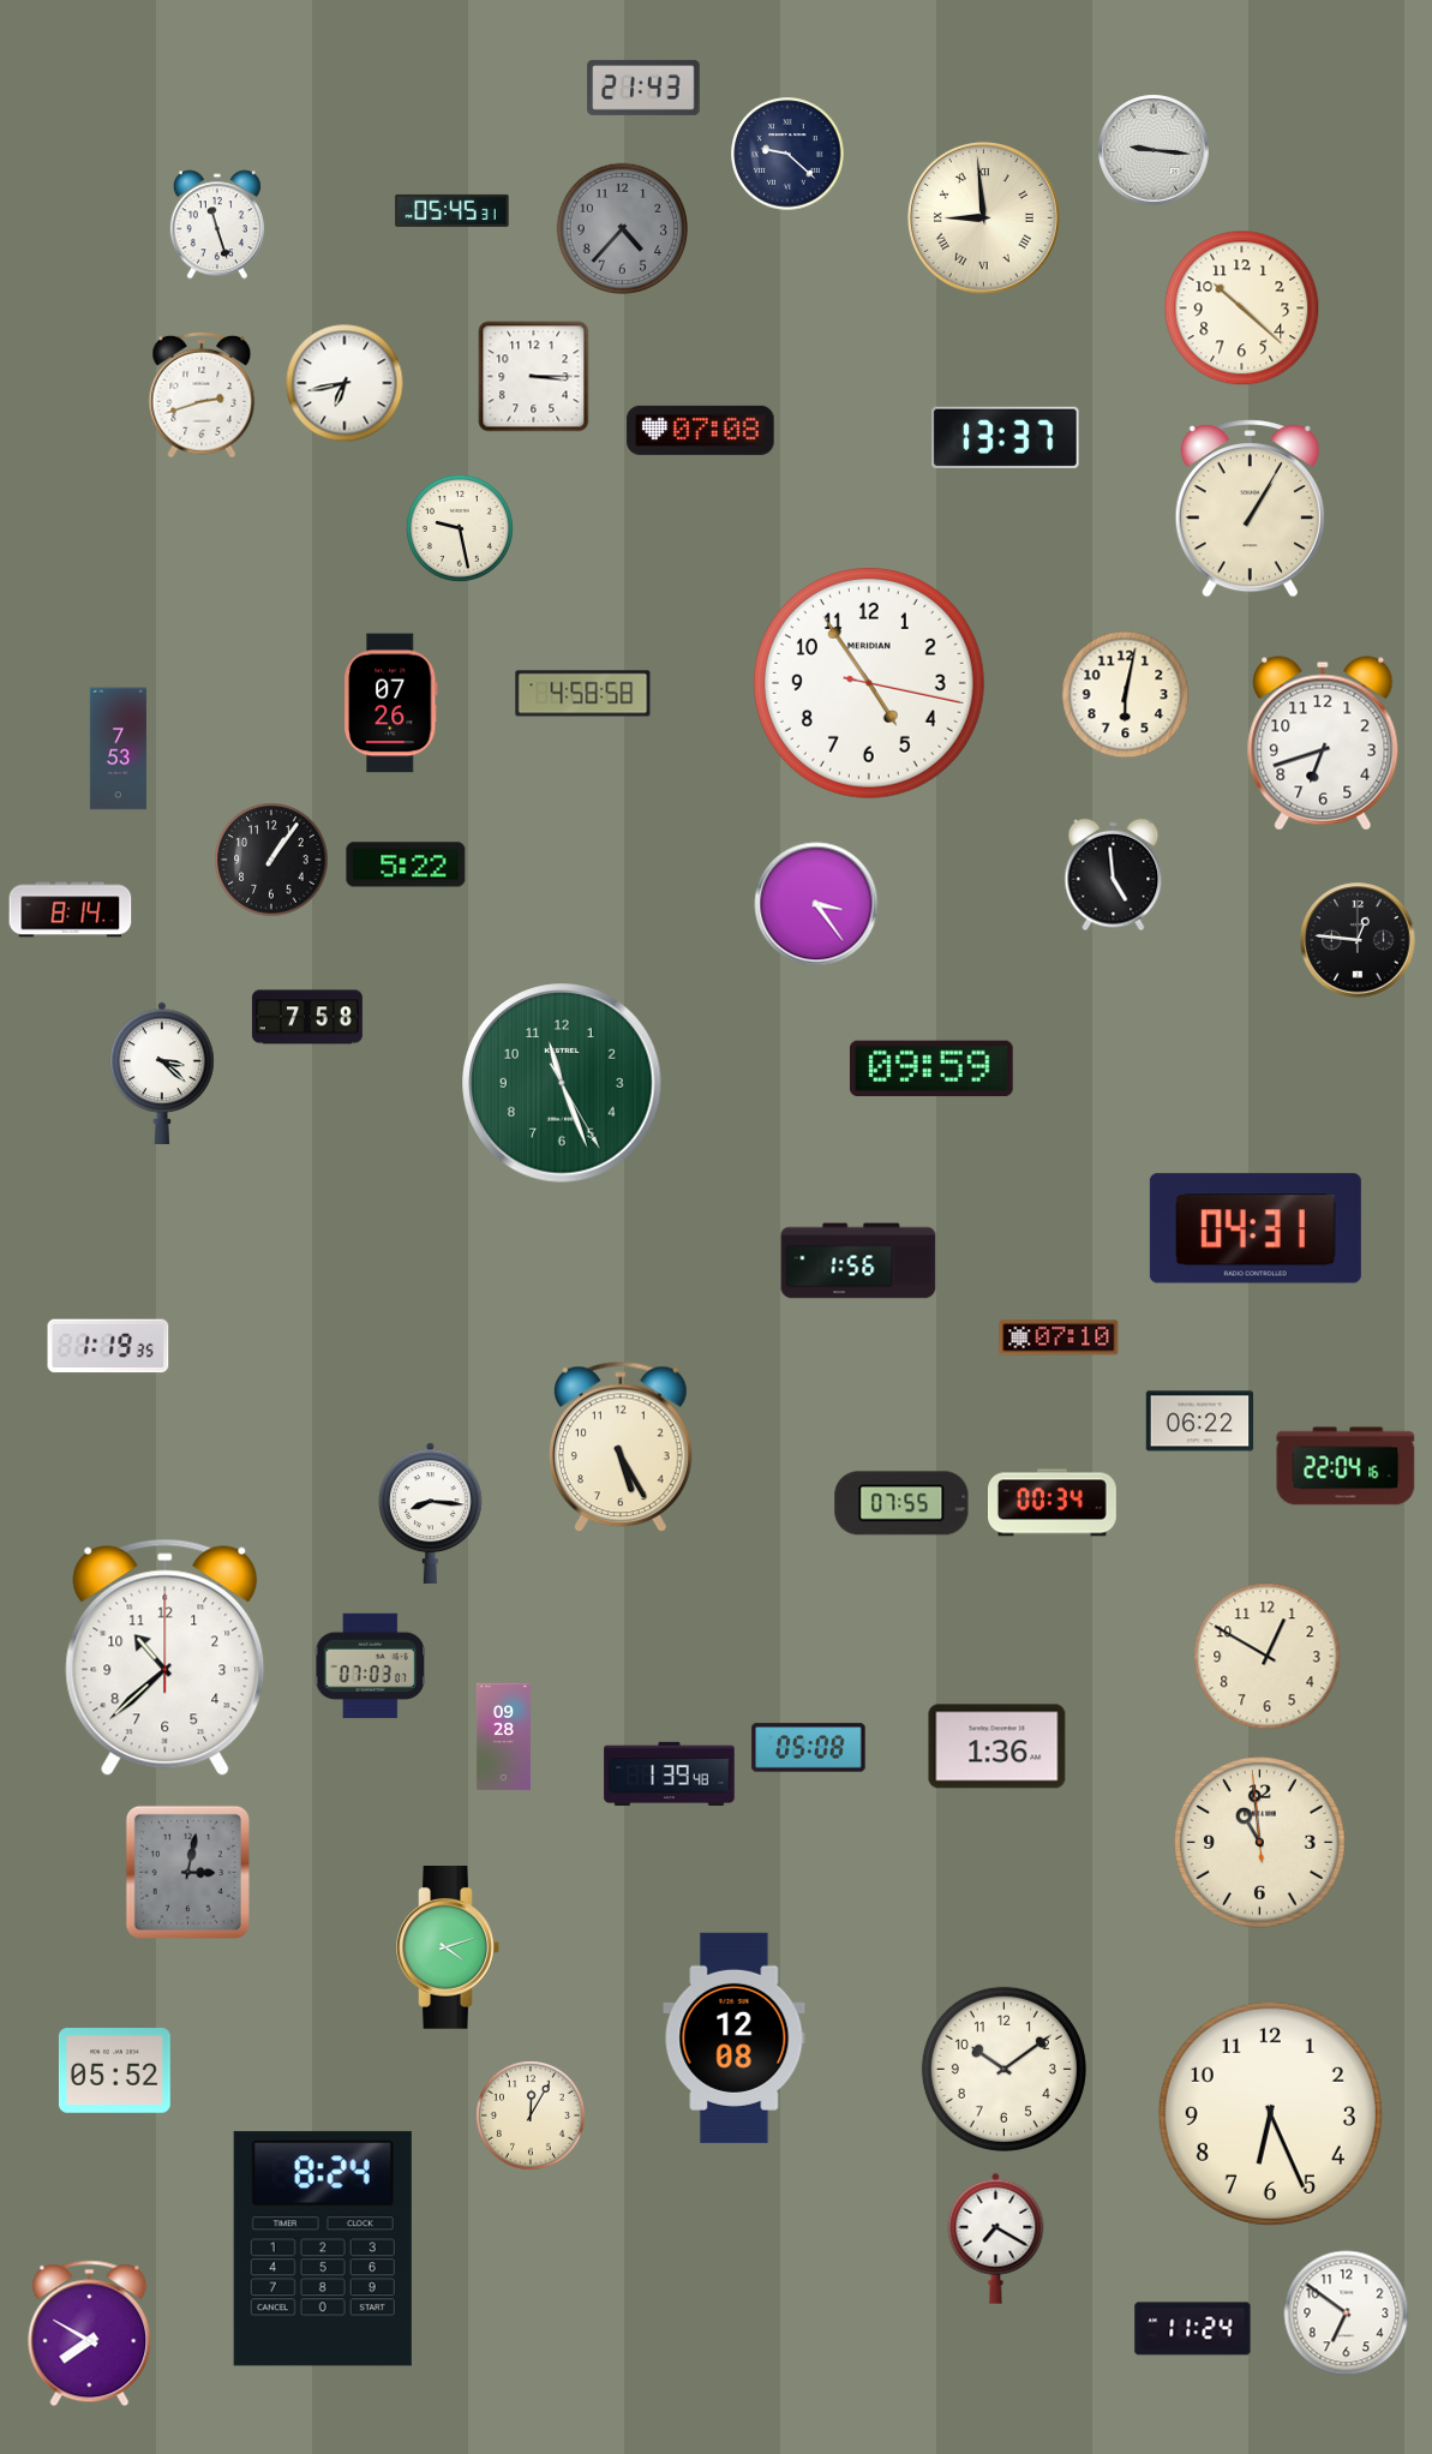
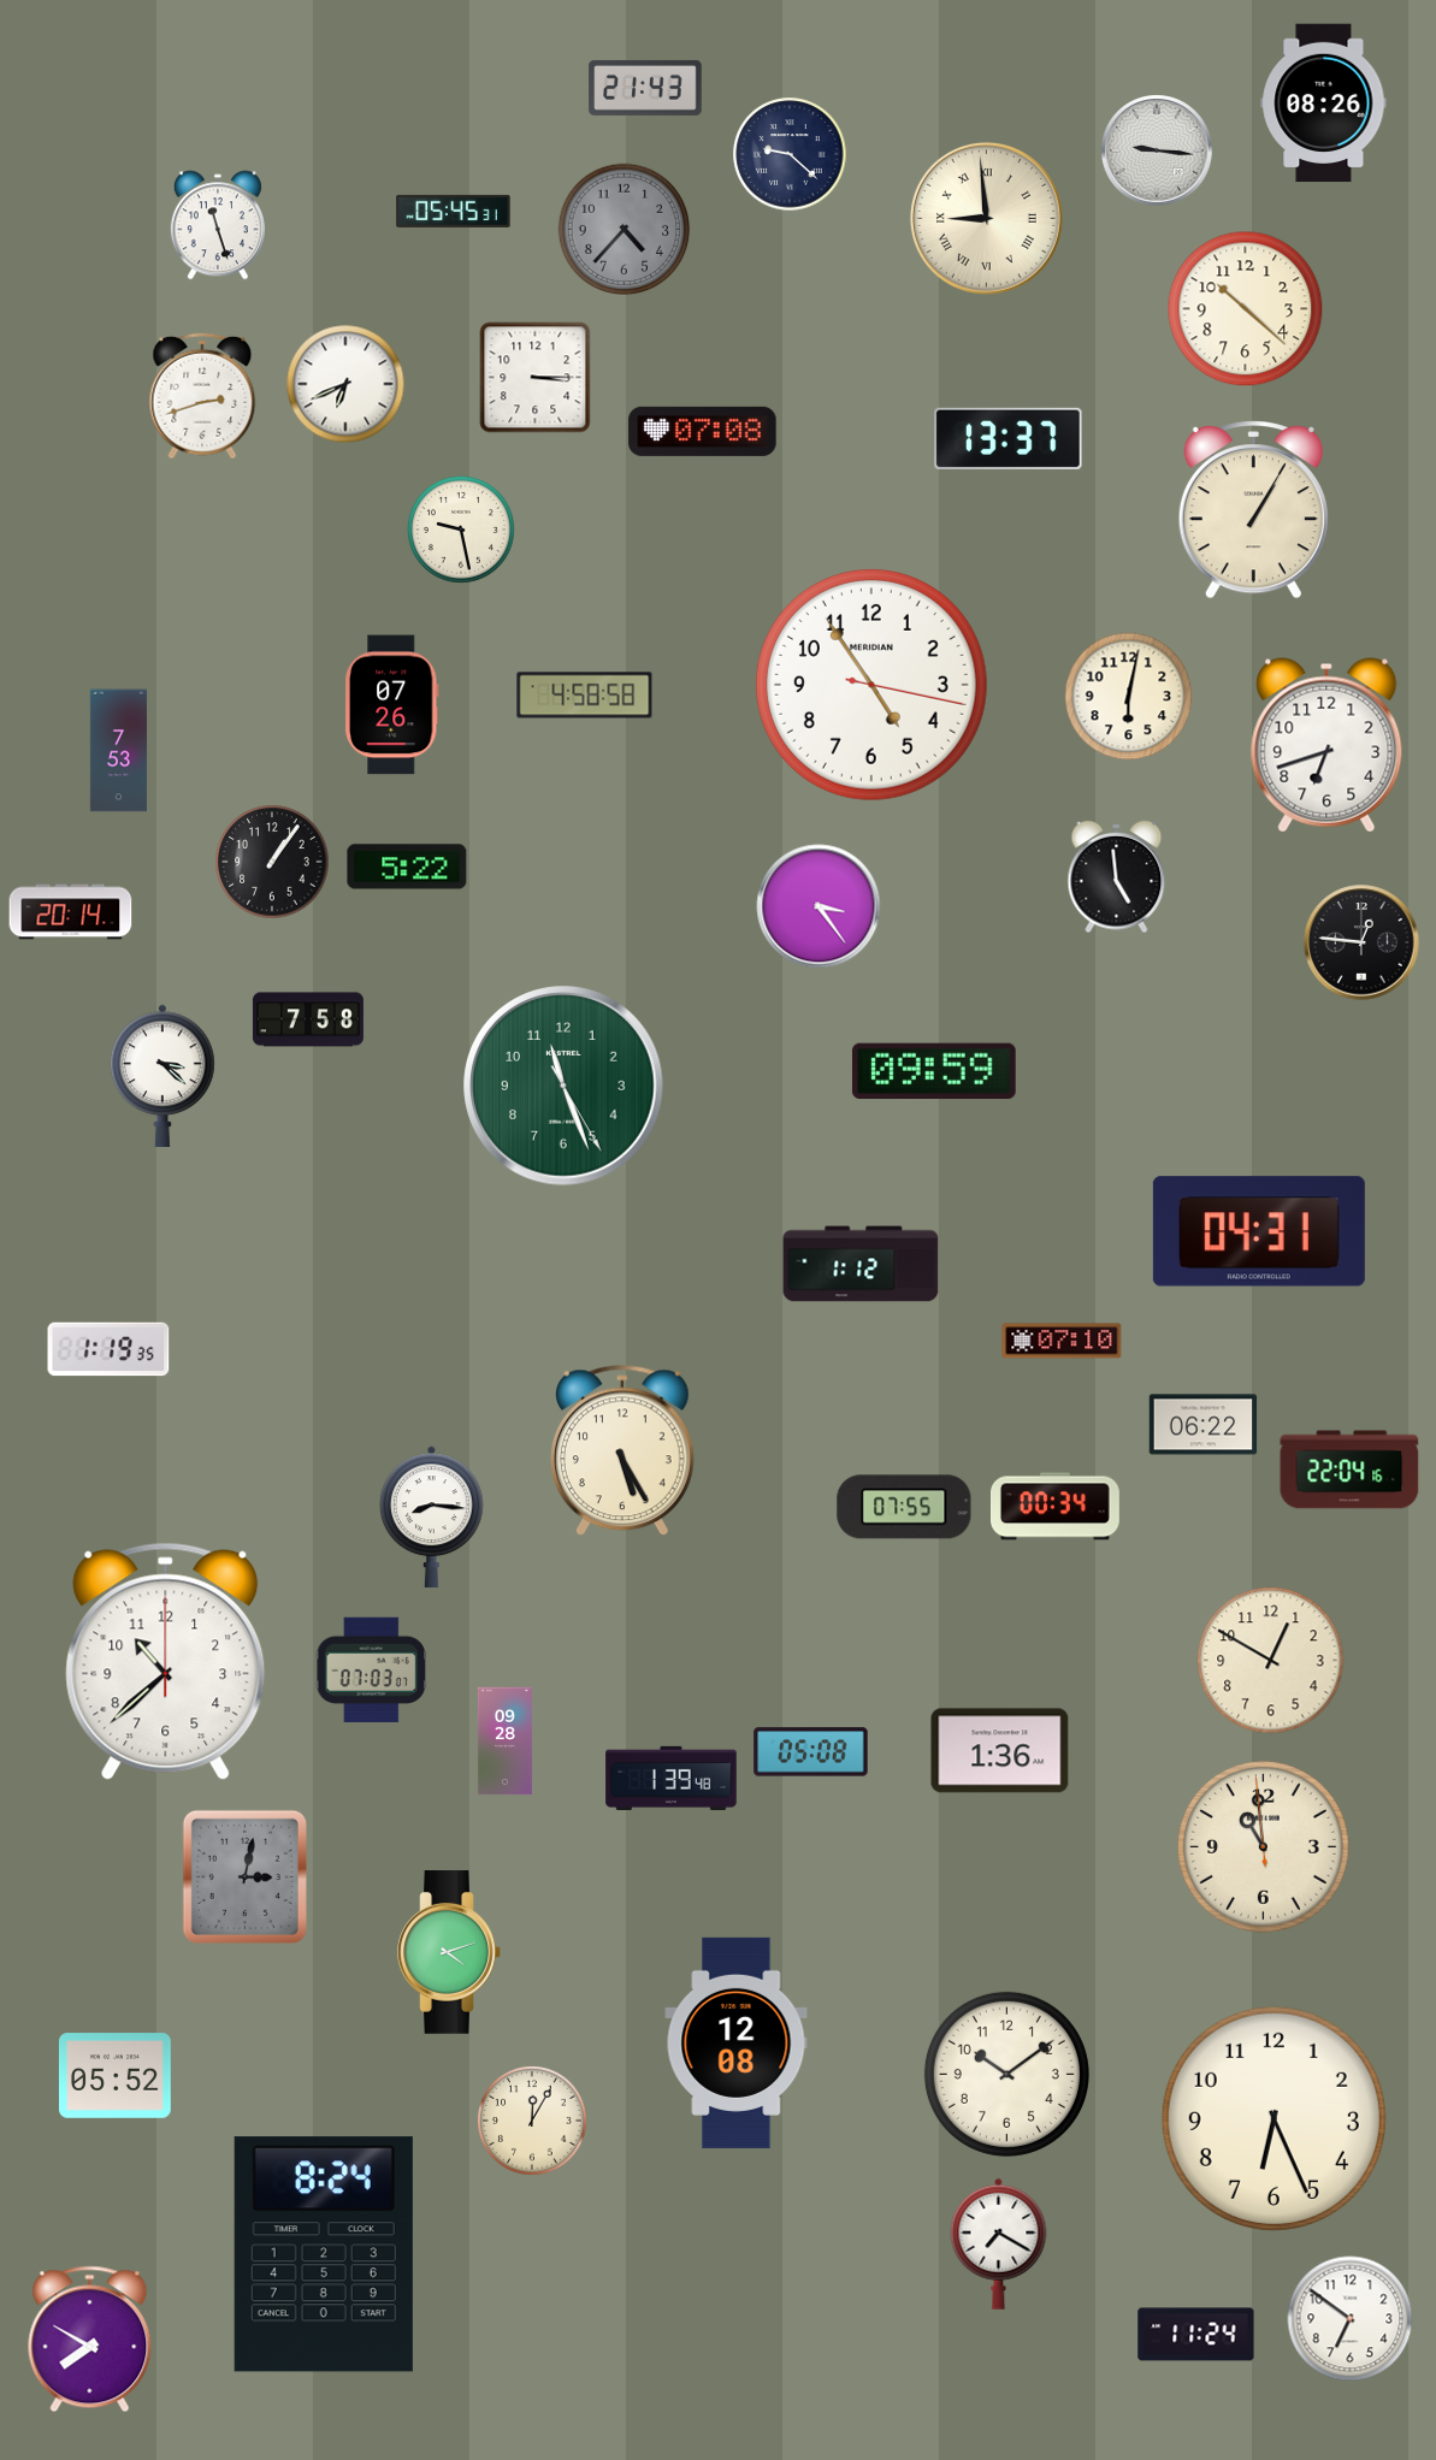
clock at (1324, 104): none -> 08:26
clock at (344, 383): 6:43 -> 6:41
clock at (71, 910): 8:14 -> 20:14
clock at (858, 1261): 1:56 -> 1:12
clock at (187, 1872) position: (187, 1872) -> (244, 1876)
